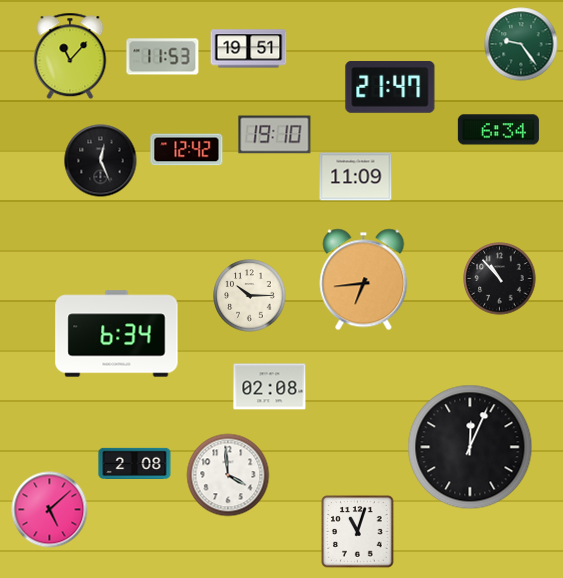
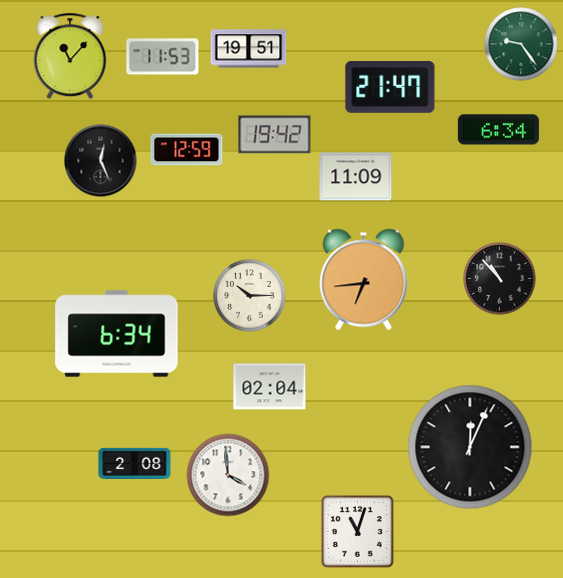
clock at (275, 135): 19:10 -> 19:42
clock at (187, 150): 12:42 -> 12:59
clock at (270, 387): 02:08 -> 02:04
clock at (50, 510): 5:08 -> none
